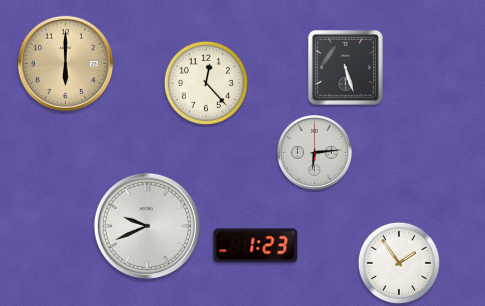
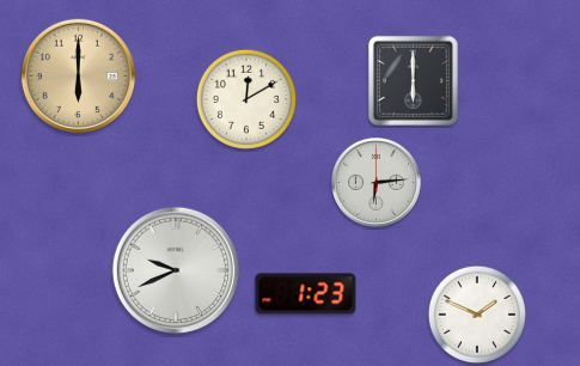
clock at (345, 67): 5:27 -> 6:00
clock at (206, 83): 12:23 -> 12:10
clock at (399, 263): 1:54 -> 1:49
